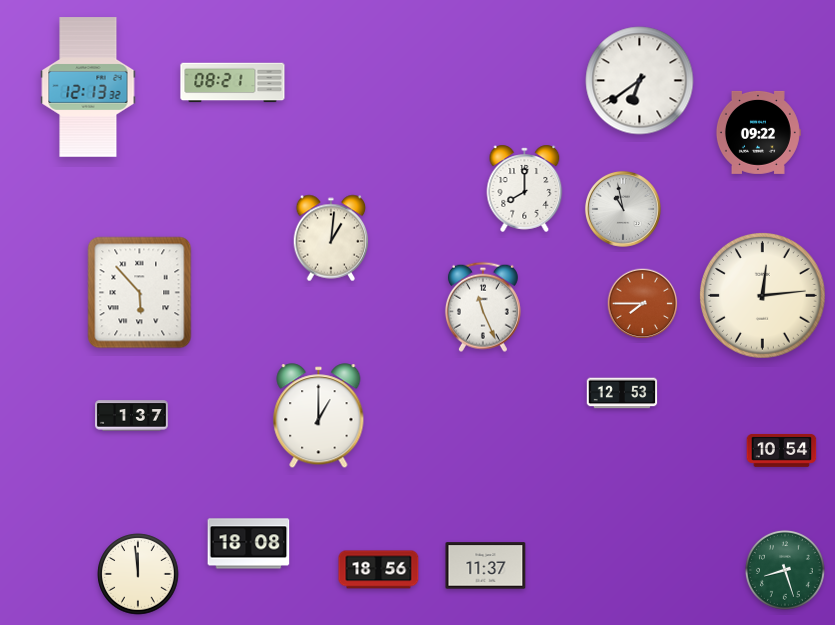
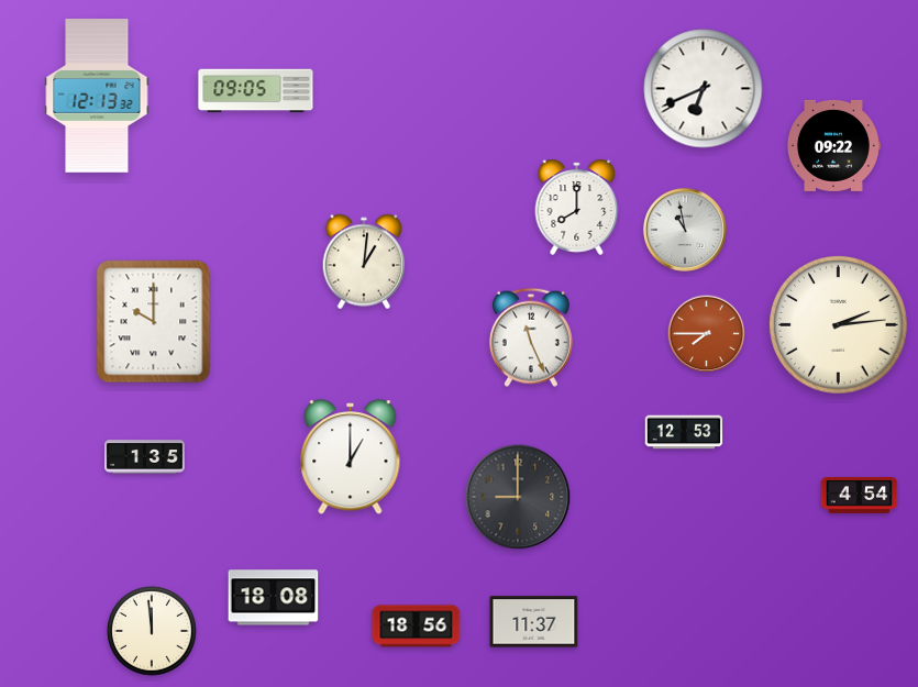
clock at (640, 81): 6:39 -> 6:41
clock at (233, 83): 08:21 -> 09:05
clock at (140, 293): 5:53 -> 10:00
clock at (763, 296): 12:14 -> 2:14
clock at (132, 416): 1:37 -> 1:35
clock at (782, 450): 10:54 -> 4:54
clock at (518, 497): none -> 9:00
clock at (785, 570): 8:27 -> none
